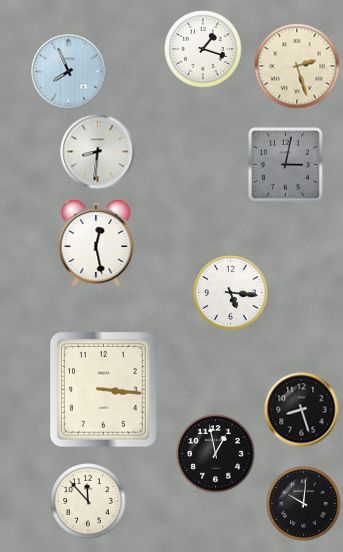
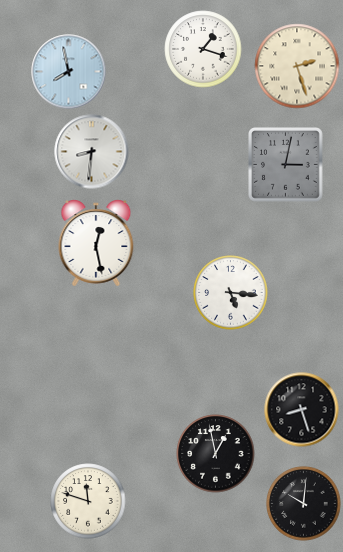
clock at (69, 72): 7:56 -> 7:58
clock at (98, 152) position: (98, 152) -> (92, 152)
clock at (104, 390): 3:16 -> none
clock at (88, 501): 11:53 -> 11:48
